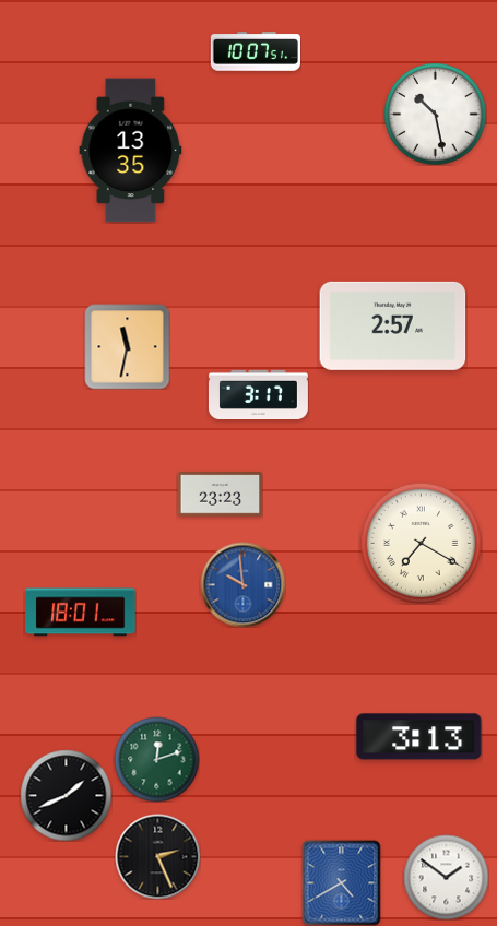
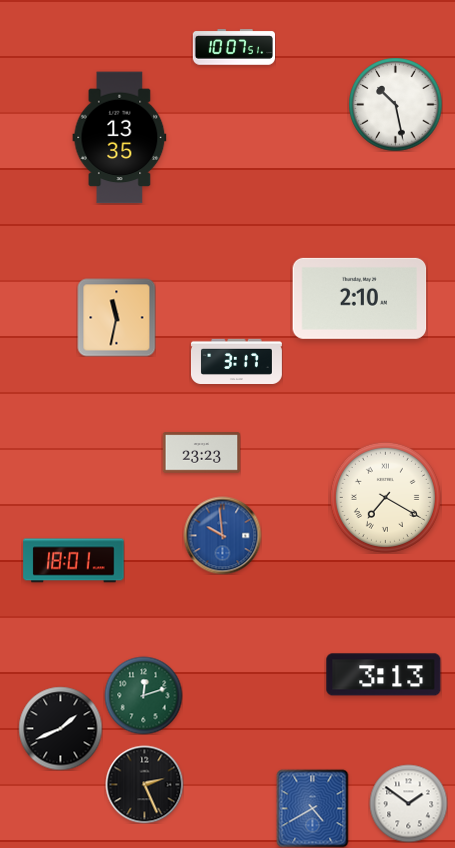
clock at (435, 114) position: (435, 114) -> (395, 104)
clock at (393, 325): 2:57 -> 2:10
